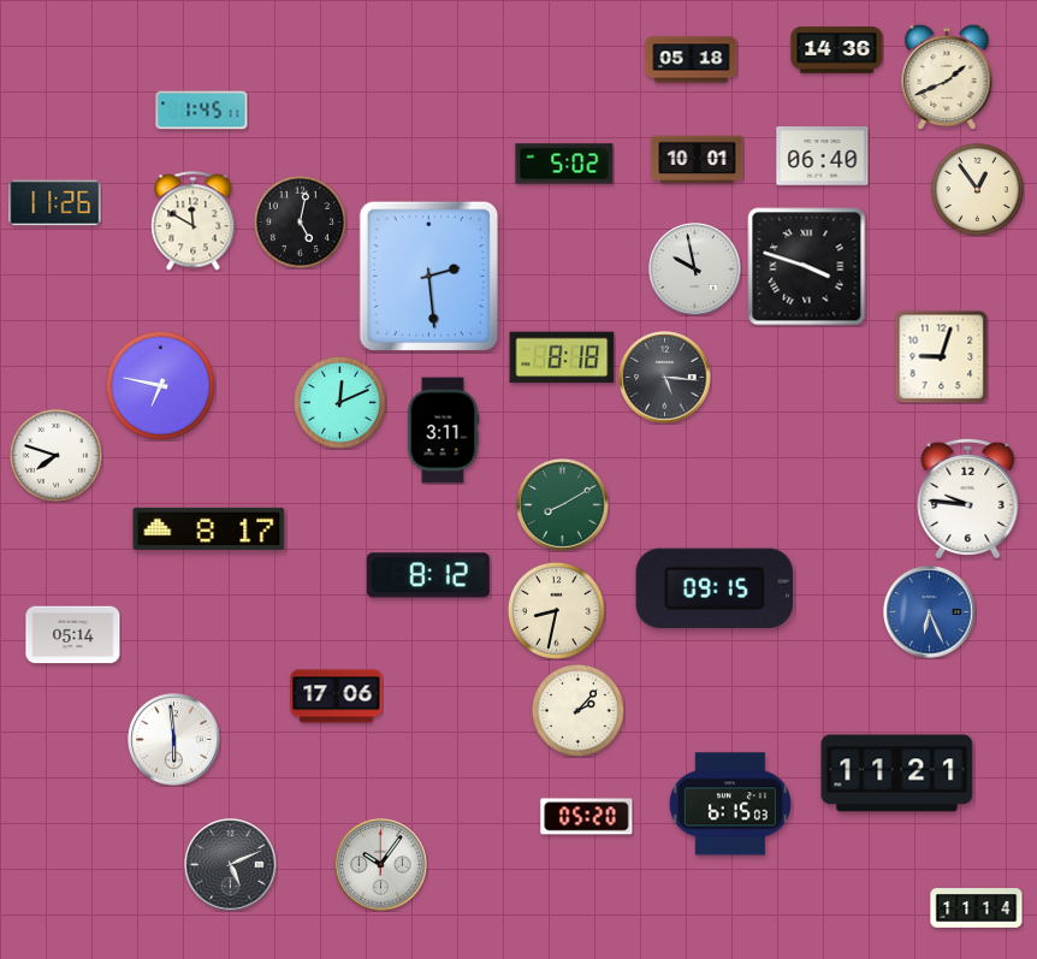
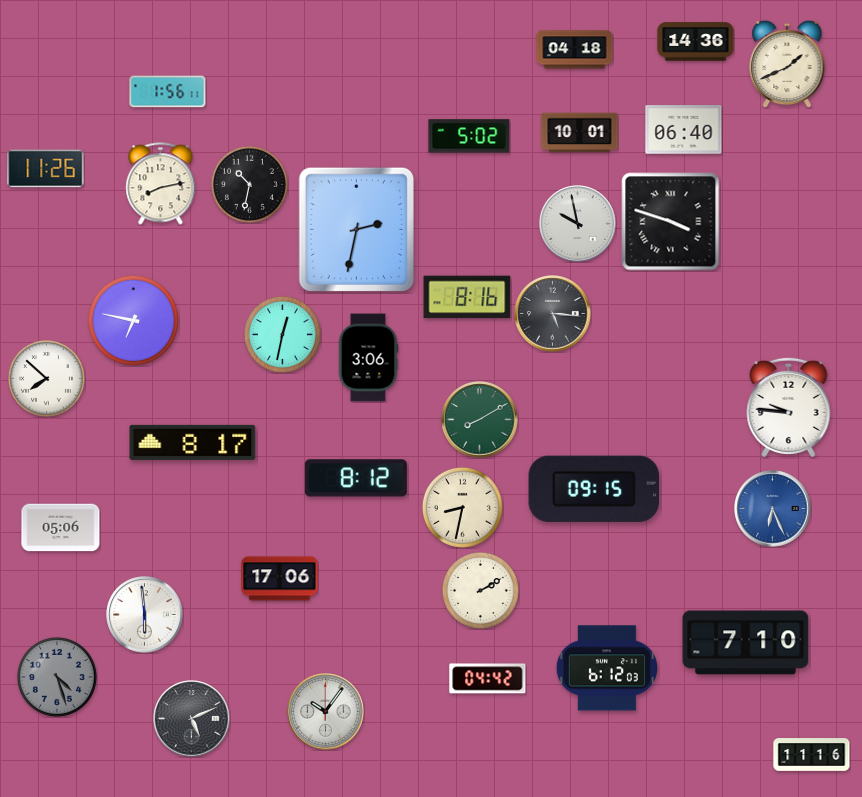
clock at (692, 60): 05:18 -> 04:18
clock at (202, 111): 1:45 -> 1:56
clock at (977, 189): 12:54 -> none
clock at (194, 221): 11:50 -> 8:13
clock at (300, 221): 5:02 -> 10:32
clock at (428, 276): 2:29 -> 2:32
clock at (941, 356): 9:03 -> none
clock at (562, 357): 8:18 -> 8:16
clock at (339, 402): 12:11 -> 12:32
clock at (443, 431): 3:11 -> 3:06
clock at (55, 455): 7:48 -> 7:52
clock at (968, 498) position: (968, 498) -> (789, 407)
clock at (563, 505) position: (563, 505) -> (480, 420)
clock at (209, 528) position: (209, 528) -> (193, 442)
clock at (73, 635): 05:14 -> 05:06
clock at (577, 710): 2:07 -> 2:10
clock at (897, 774): 11:21 -> 7:10
clock at (730, 804): 6:15 -> 6:12
clock at (57, 677): none -> 4:27
clock at (587, 817): 05:20 -> 04:42
clock at (381, 865) position: (381, 865) -> (326, 712)
clock at (977, 908): 11:14 -> 11:16
